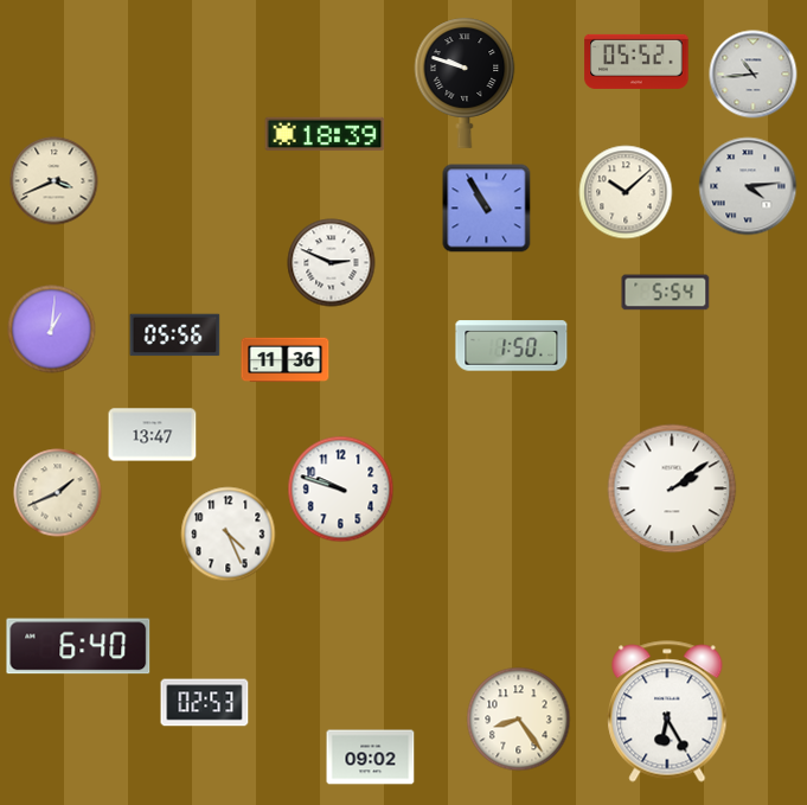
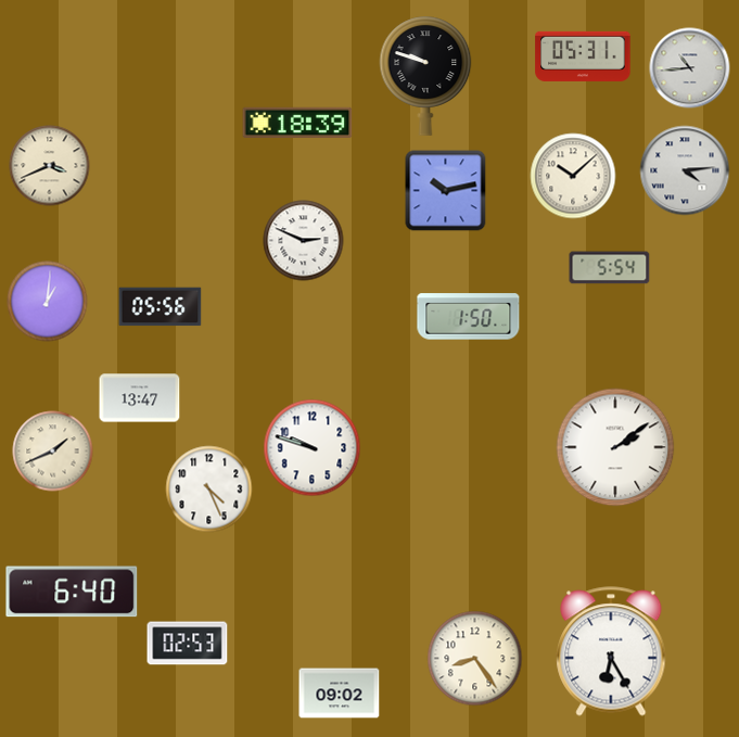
clock at (636, 62): 05:52 -> 05:31
clock at (487, 209): 10:55 -> 10:13
clock at (286, 360): 11:36 -> none
